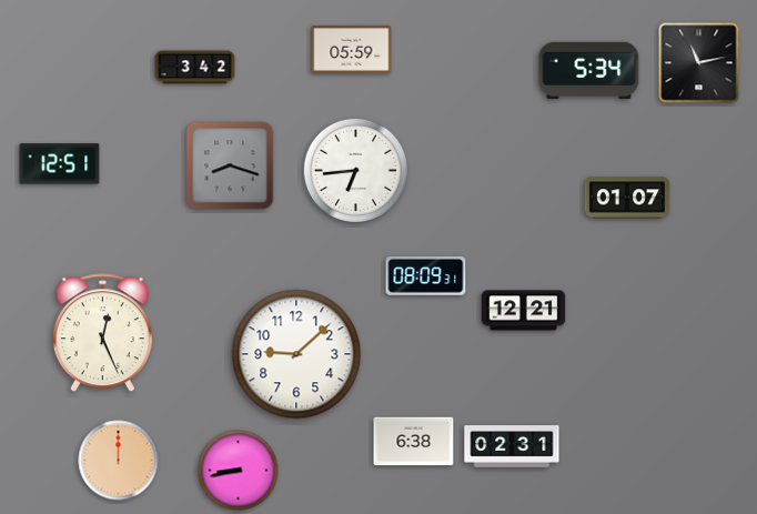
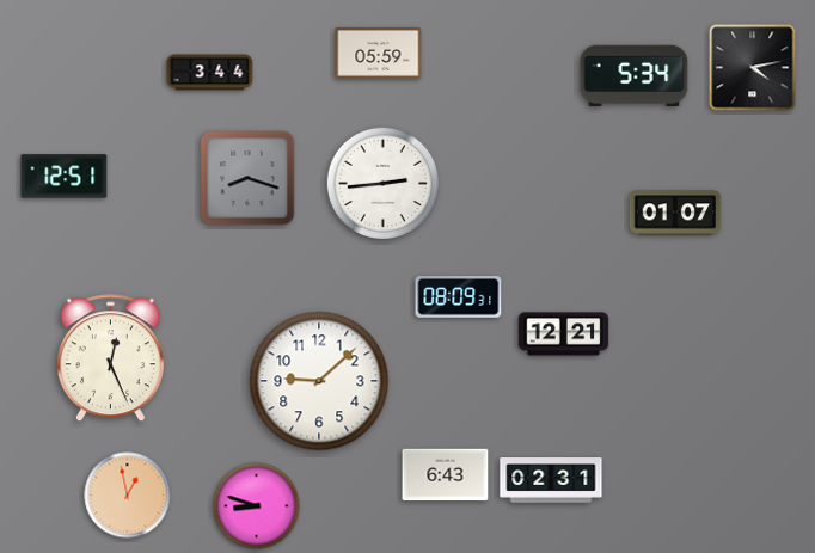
clock at (699, 63): 11:13 -> 4:13
clock at (195, 68): 3:42 -> 3:44
clock at (355, 170): 6:44 -> 2:44
clock at (414, 442): 6:38 -> 6:43
clock at (119, 461): 12:00 -> 12:58
clock at (239, 471): 8:43 -> 8:48
